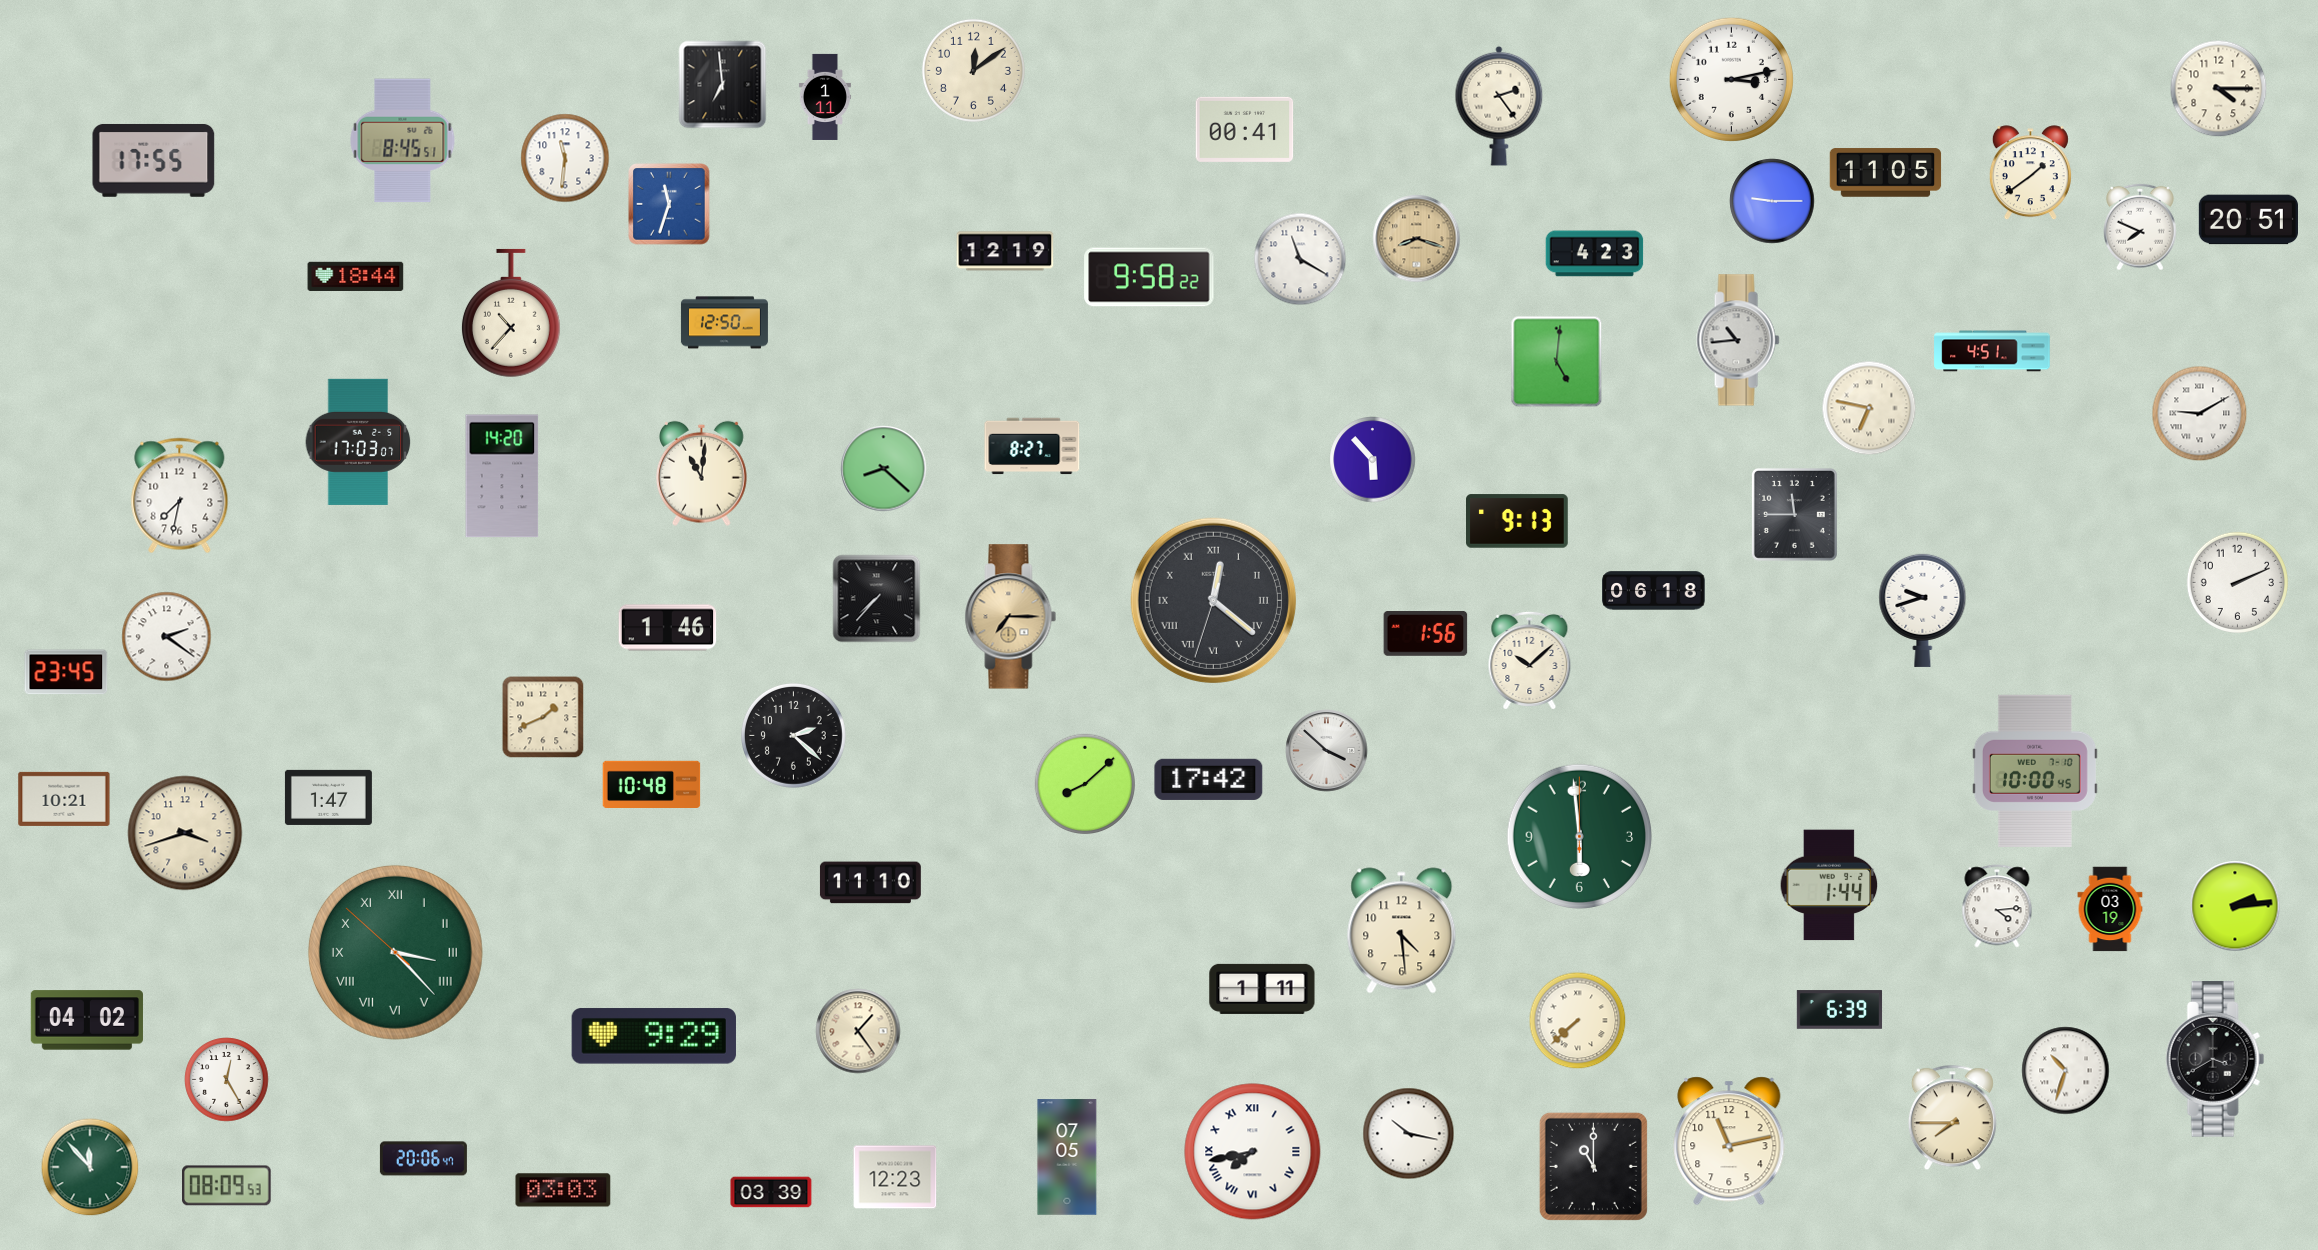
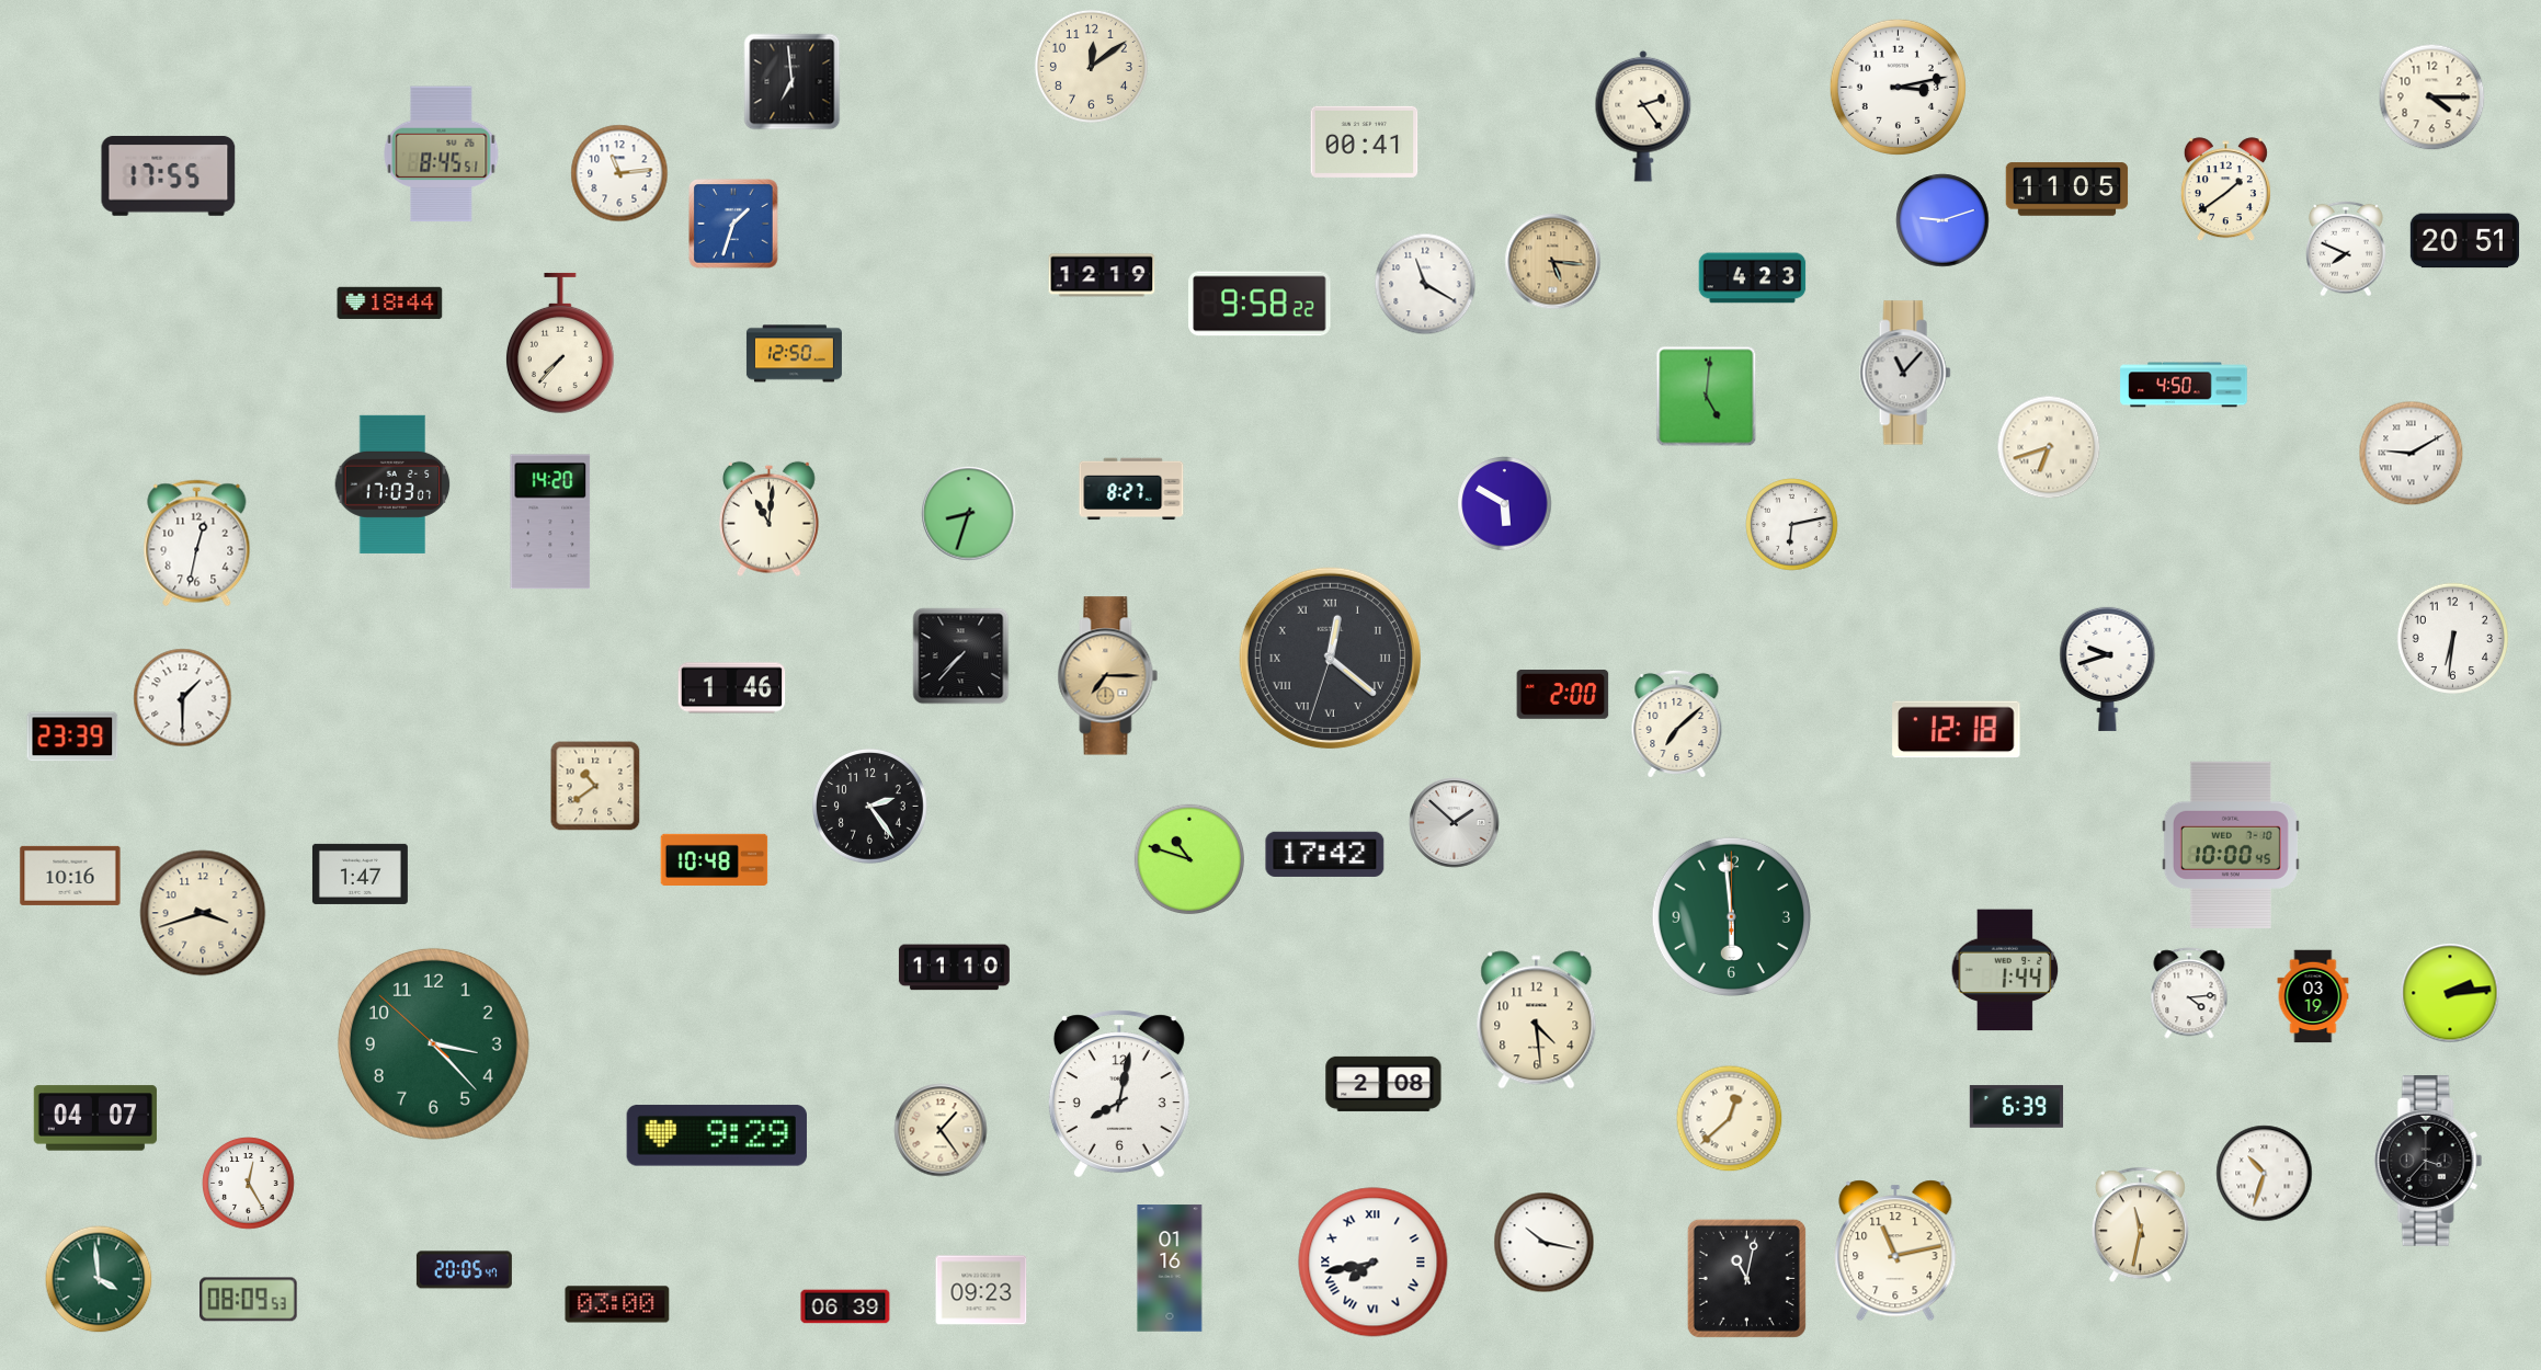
clock at (973, 70) position: (973, 70) -> (1091, 66)
clock at (723, 85) position: (723, 85) -> (793, 82)
clock at (824, 97): 1:11 -> none
clock at (565, 158): 11:31 -> 11:14
clock at (1772, 201): 9:15 -> 9:12
clock at (669, 204): 11:33 -> 1:33
clock at (1417, 239): 8:18 -> 5:16
clock at (1595, 254) position: (1595, 254) -> (1753, 278)
clock at (511, 313): 10:37 -> 7:37
clock at (1738, 340): 10:44 -> 11:07
clock at (1992, 351): 4:51 -> 4:50
clock at (1869, 408): 6:47 -> 6:42
clock at (1373, 460): 5:53 -> 5:50
clock at (884, 469): 8:22 -> 8:33
clock at (1792, 525): none -> 6:13
clock at (180, 496): 7:32 -> 12:32
clock at (1794, 514): 11:45 -> none
clock at (1518, 521): 9:13 -> none
clock at (2237, 582): 2:11 -> 6:31
clock at (1654, 591): 06:18 -> none
clock at (1426, 634): 1:56 -> 2:00
clock at (167, 637): 2:21 -> 1:30
clock at (1530, 660): 10:08 -> 7:08
clock at (1957, 730): none -> 12:18
clock at (66, 672): 23:45 -> 23:39
clock at (543, 717): 1:41 -> 10:39
clock at (793, 735): 2:22 -> 2:24
clock at (1327, 751): 3:52 -> 1:52
clock at (1084, 783): 8:08 -> 10:48
clock at (64, 799): 10:21 -> 10:16
clock at (395, 952) numerals: Roman -> Arabic
clock at (1262, 989): 1:11 -> 2:08
clock at (1119, 1094): none -> 8:02
clock at (87, 1020): 04:02 -> 04:07
clock at (1578, 1021): 7:38 -> 12:38
clock at (2215, 1059): 3:40 -> 3:37
clock at (1952, 1118): 7:45 -> 11:32
clock at (1067, 1157): 07:05 -> 01:16
clock at (423, 1159): 20:06 -> 20:05
clock at (1593, 1166): 11:00 -> 11:02
clock at (90, 1167): 11:53 -> 3:59
clock at (895, 1177): 12:23 -> 09:23
clock at (563, 1190): 03:03 -> 03:00
clock at (771, 1192): 03:39 -> 06:39
